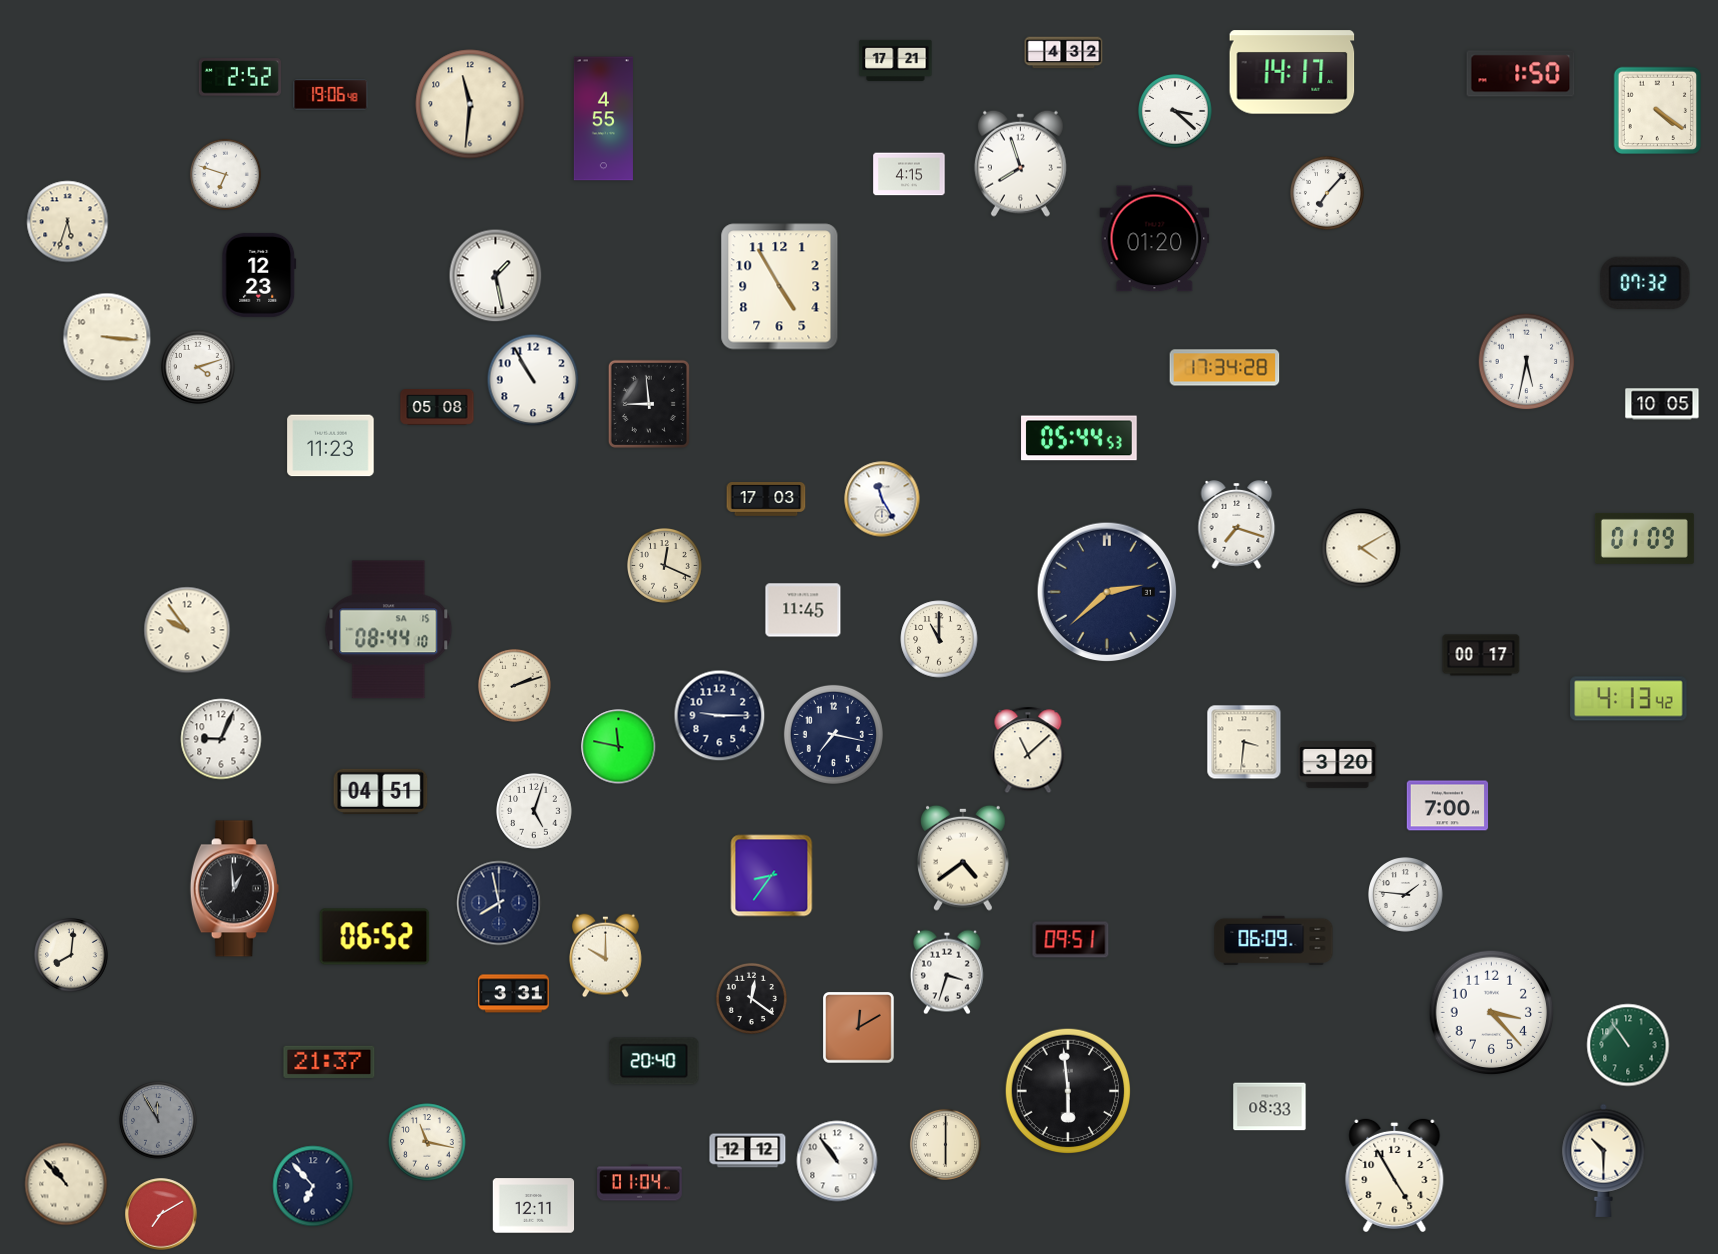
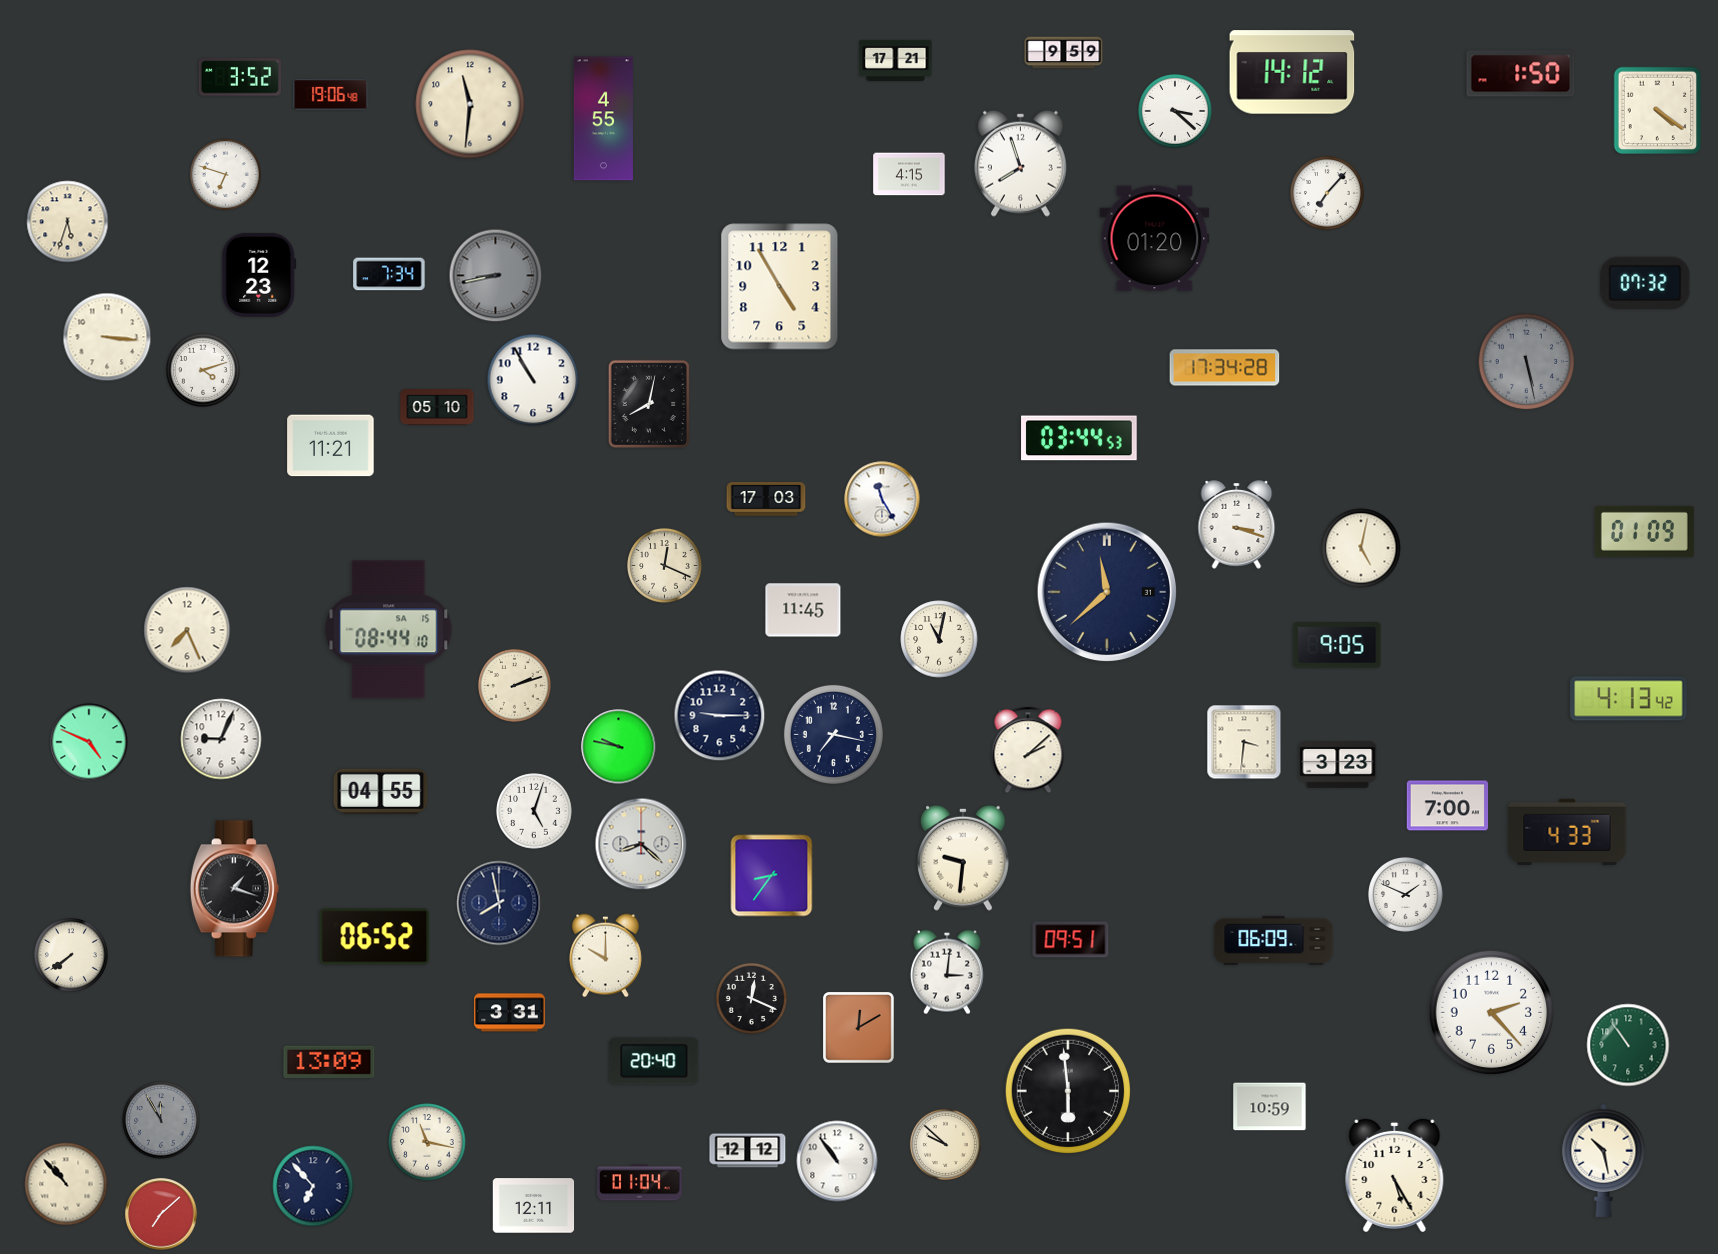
clock at (1064, 53): 4:32 -> 9:59
clock at (1292, 72): 14:17 -> 14:12
clock at (240, 77): 2:52 -> 3:52
clock at (389, 274): none -> 7:34
clock at (496, 276): 1:28 -> 8:43
clock at (496, 276) dial: white -> grey
clock at (1527, 362): 5:32 -> 5:28
clock at (1527, 362) dial: white -> grey
clock at (199, 368) position: (199, 368) -> (204, 371)
clock at (649, 404): 8:59 -> 8:02
clock at (1662, 404): 10:05 -> none
clock at (437, 408): 05:08 -> 05:10
clock at (1079, 438): 05:44 -> 03:44
clock at (331, 446): 11:23 -> 11:21
clock at (1237, 525): 7:18 -> 3:18
clock at (1644, 538) position: (1644, 538) -> (1644, 531)
clock at (1361, 548): 4:10 -> 5:02
clock at (1107, 592): 2:38 -> 11:38
clock at (187, 630): 9:54 -> 7:26
clock at (939, 639): 11:00 -> 11:02
clock at (1337, 645): none -> 9:05
clock at (1481, 655): 00:17 -> none
clock at (89, 742): none -> 4:49
clock at (619, 747): 11:47 -> 9:47
clock at (1028, 750): 11:08 -> 2:08
clock at (1338, 765): 3:20 -> 3:23
clock at (381, 791): 04:51 -> 04:55
clock at (1567, 832): none -> 4:33
clock at (641, 844): none -> 8:22
clock at (964, 858): 4:39 -> 9:31
clock at (234, 889): 12:59 -> 1:18
clock at (1406, 895): 1:46 -> 1:49
clock at (72, 956): 8:01 -> 7:39
clock at (947, 972): 3:33 -> 3:01
clock at (514, 994) position: (514, 994) -> (510, 1013)
clock at (751, 998): 12:21 -> 12:19
clock at (1492, 1013): 3:23 -> 2:23
clock at (329, 1062): 21:37 -> 13:09
clock at (1270, 1107): 08:33 -> 10:59
clock at (158, 1120) position: (158, 1120) -> (161, 1120)
clock at (945, 1144): 6:00 -> 9:52
clock at (1604, 1160): 10:30 -> 10:28
clock at (1395, 1175): 4:55 -> 5:25
clock at (161, 1214): 7:10 -> 7:08
